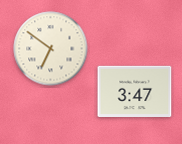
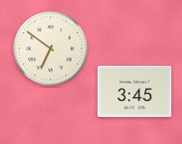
clock at (135, 91): 3:47 -> 3:45
